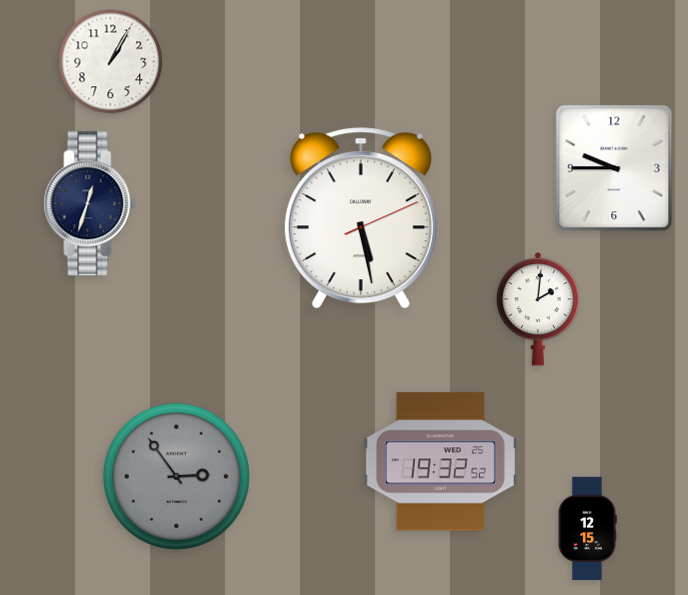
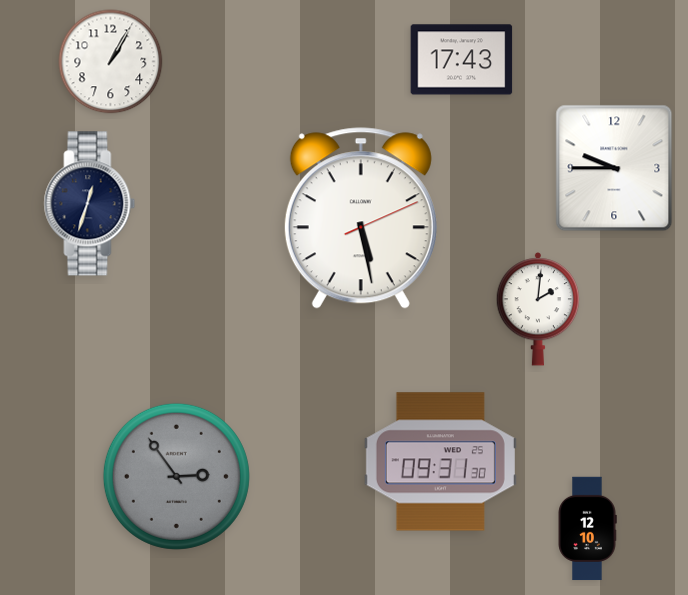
clock at (462, 60): none -> 17:43
clock at (440, 462): 19:32 -> 09:31
clock at (587, 529): 12:15 -> 12:10
